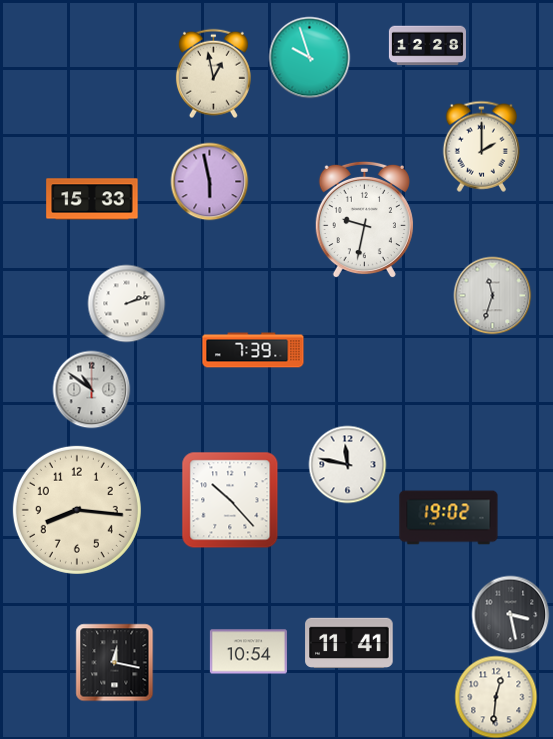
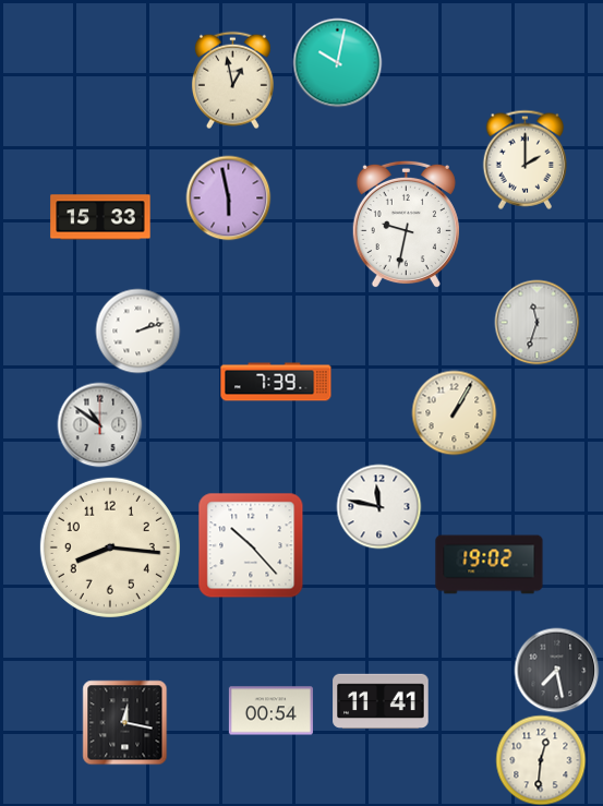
clock at (427, 46): 12:28 -> none
clock at (309, 57): 9:57 -> 10:02
clock at (364, 219) position: (364, 219) -> (406, 224)
clock at (454, 412): none -> 1:05
clock at (77, 510) position: (77, 510) -> (110, 548)
clock at (510, 614): 3:28 -> 7:28
clock at (248, 652): 10:54 -> 00:54
